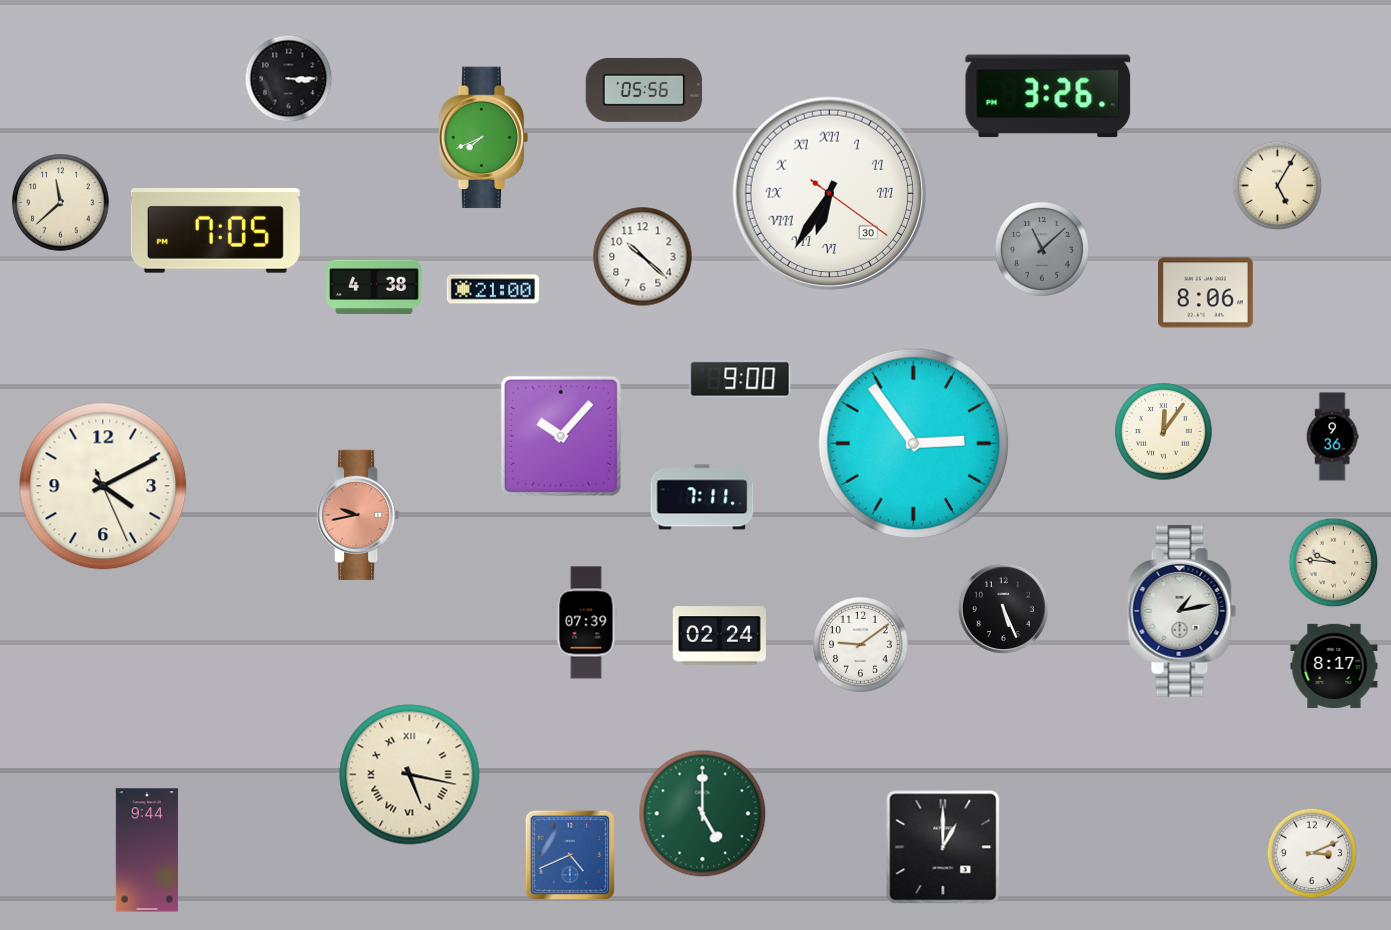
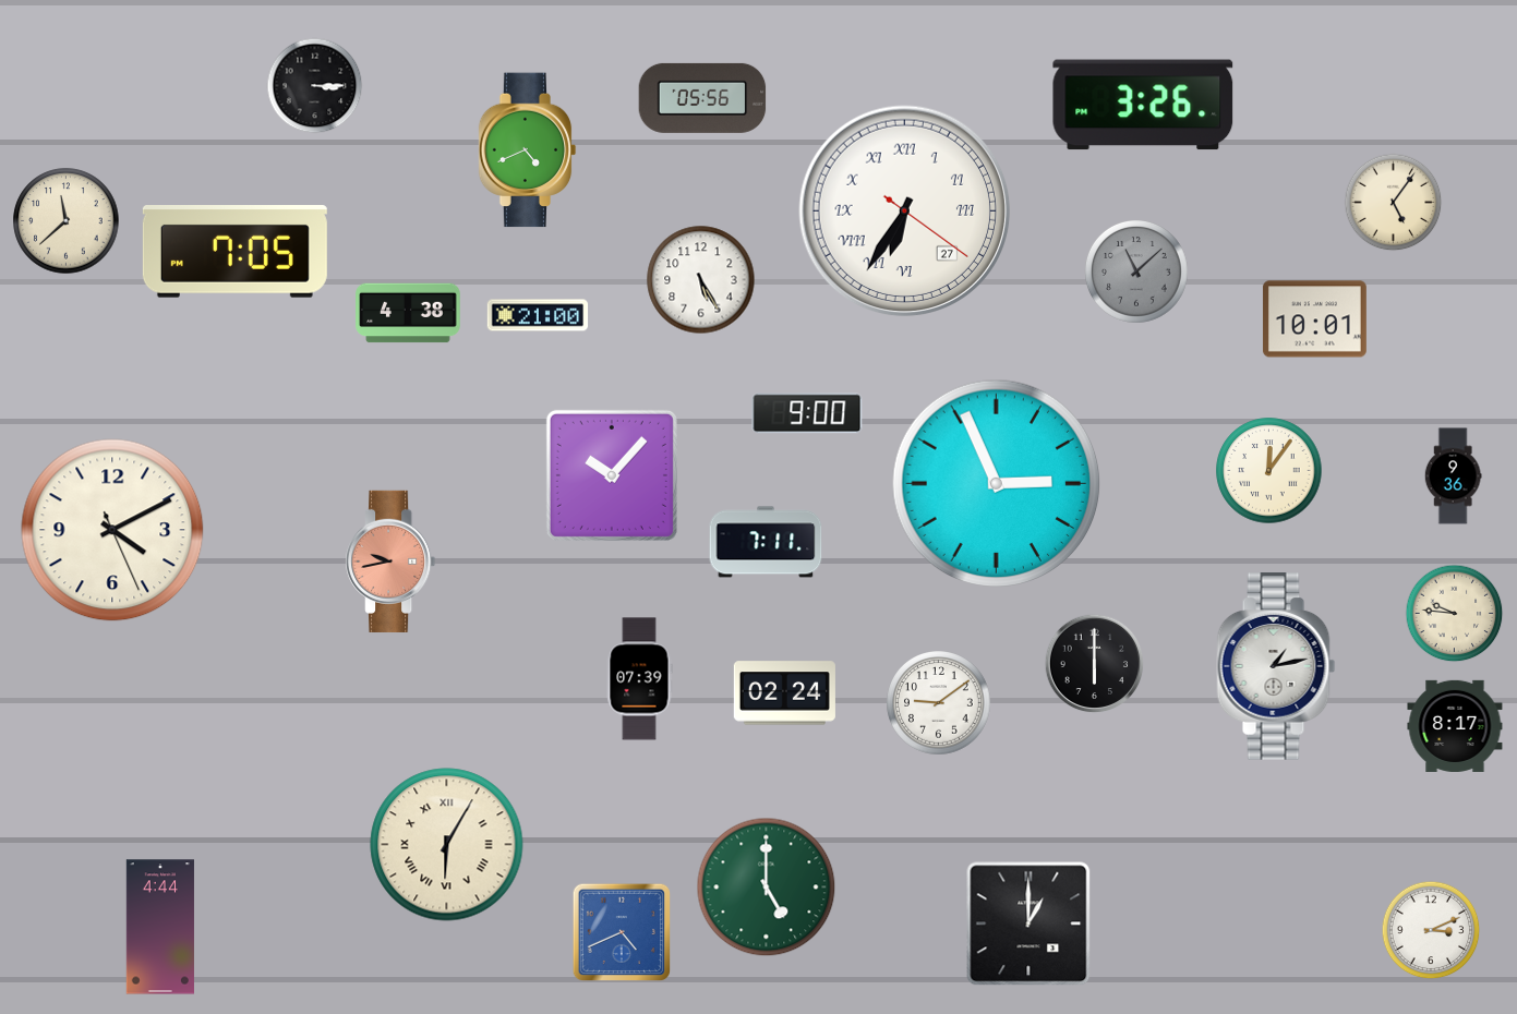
clock at (484, 138): 7:41 -> 4:41
clock at (1278, 186): 5:05 -> 5:06
clock at (830, 194) date: 30 -> 27
clock at (643, 257): 10:22 -> 5:25
clock at (1205, 293): 8:06 -> 10:01
clock at (914, 444): 2:54 -> 2:56
clock at (1004, 609): 5:26 -> 6:00
clock at (1182, 611) position: (1182, 611) -> (1276, 666)
clock at (410, 775): 5:17 -> 6:05
clock at (147, 850): 9:44 -> 4:44
